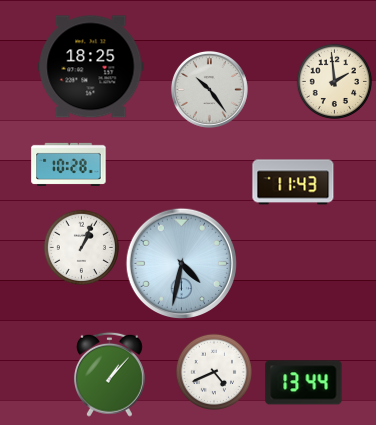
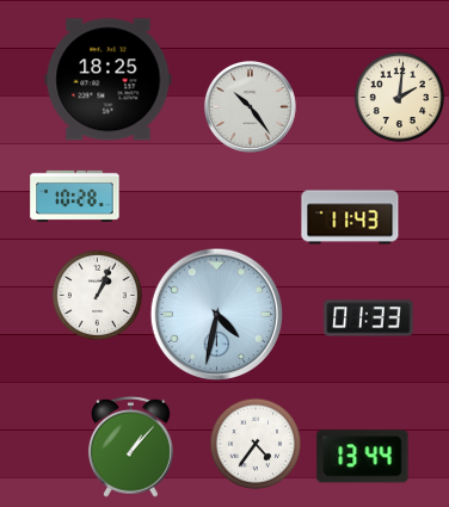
clock at (334, 81): 1:59 -> 2:01
clock at (69, 164) position: (69, 164) -> (75, 196)
clock at (369, 319): none -> 01:33
clock at (213, 371): 4:41 -> 4:36
